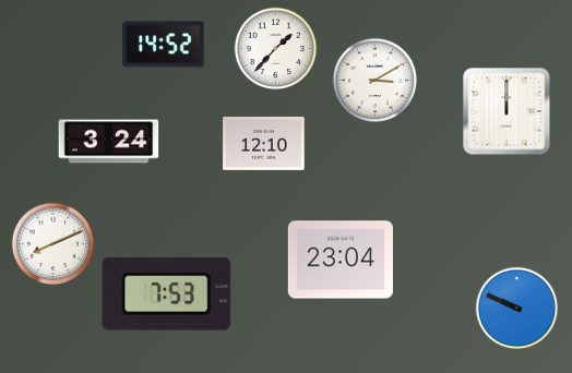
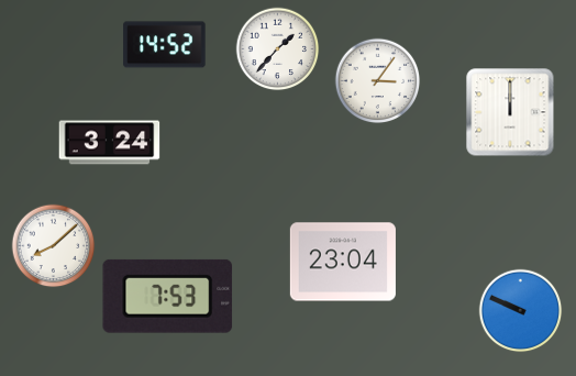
clock at (376, 81): 3:10 -> 3:06
clock at (264, 143): 12:10 -> none
clock at (53, 244): 8:11 -> 8:08
